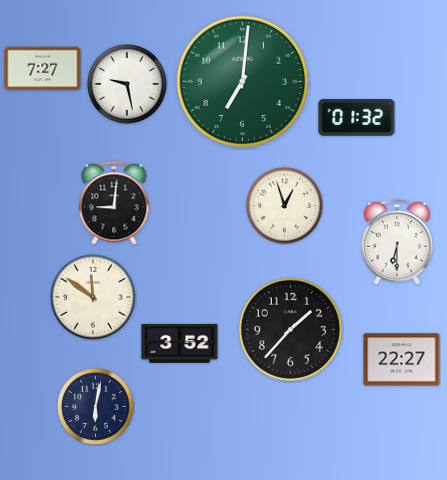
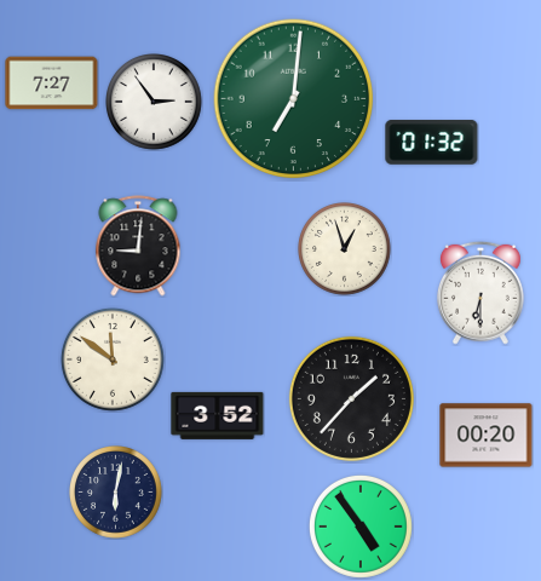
clock at (128, 85): 9:28 -> 2:54
clock at (402, 360): 22:27 -> 00:20
clock at (361, 527): none -> 4:54
